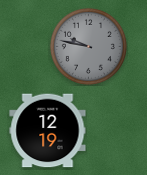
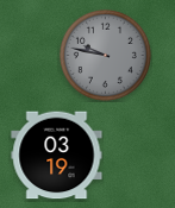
clock at (48, 131): 12:19 -> 03:19
